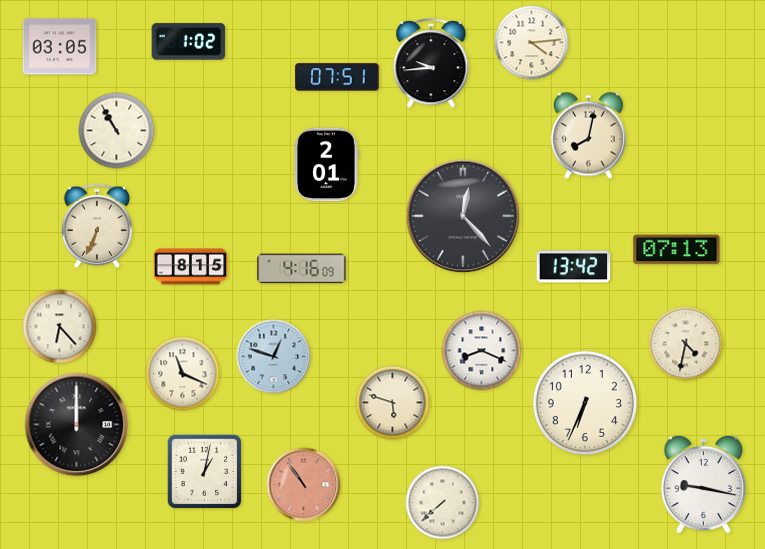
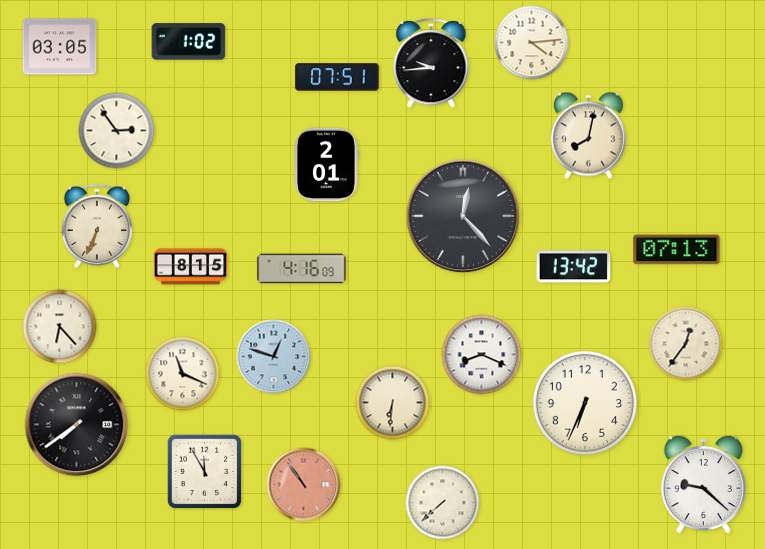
clock at (117, 131): 10:55 -> 2:54
clock at (686, 344): 4:32 -> 12:36
clock at (482, 351) position: (482, 351) -> (482, 355)
clock at (393, 403): 5:48 -> 6:31
clock at (77, 425): 12:00 -> 7:39
clock at (205, 472): 1:02 -> 11:55
clock at (704, 484): 9:17 -> 9:22
